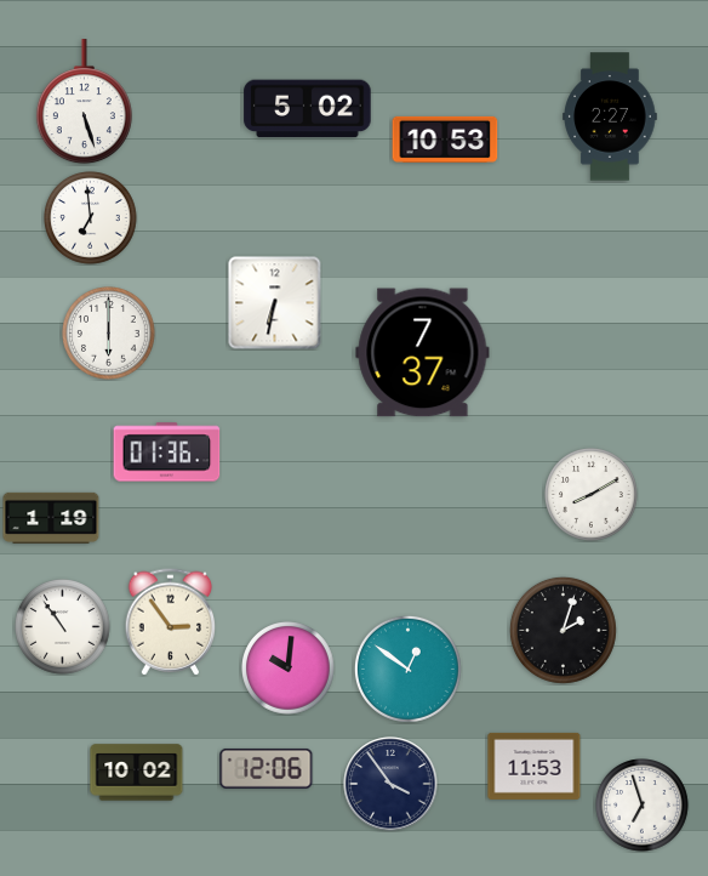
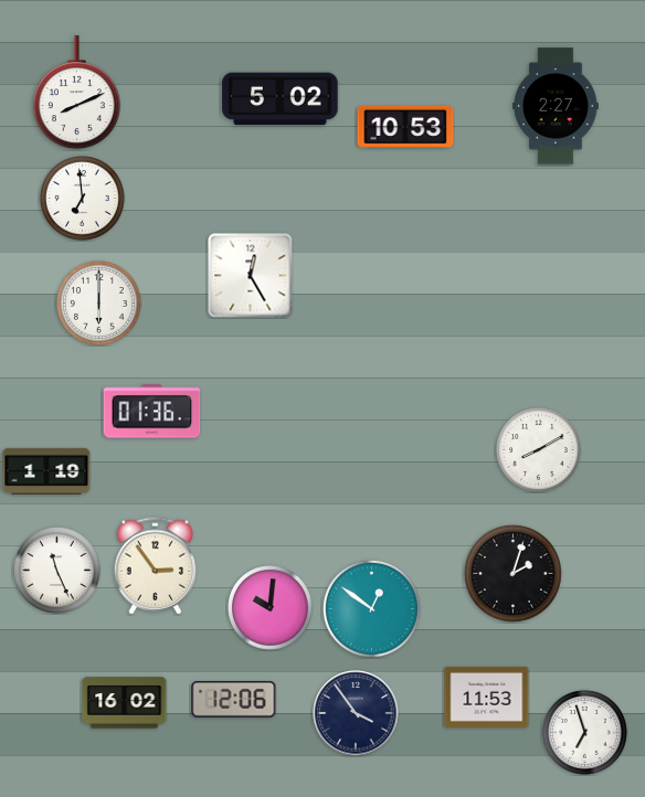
clock at (84, 102): 5:27 -> 8:11
clock at (275, 303): 6:32 -> 12:25
clock at (423, 353): 7:37 -> none
clock at (63, 627): 10:54 -> 11:26
clock at (289, 669) position: (289, 669) -> (271, 608)
clock at (267, 768) position: (267, 768) -> (234, 699)
clock at (137, 773): 10:02 -> 16:02
